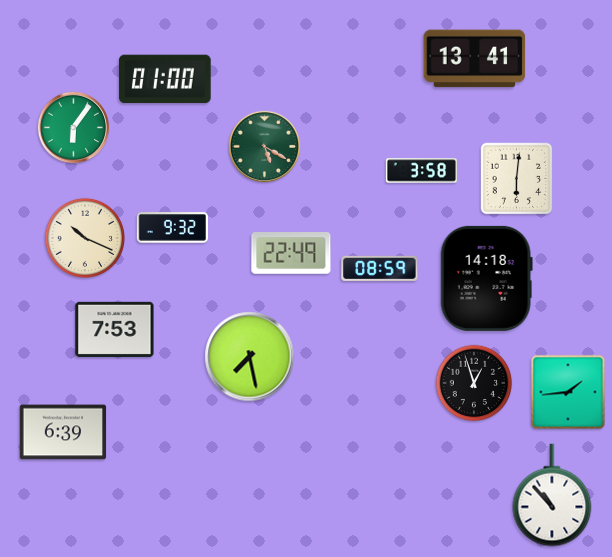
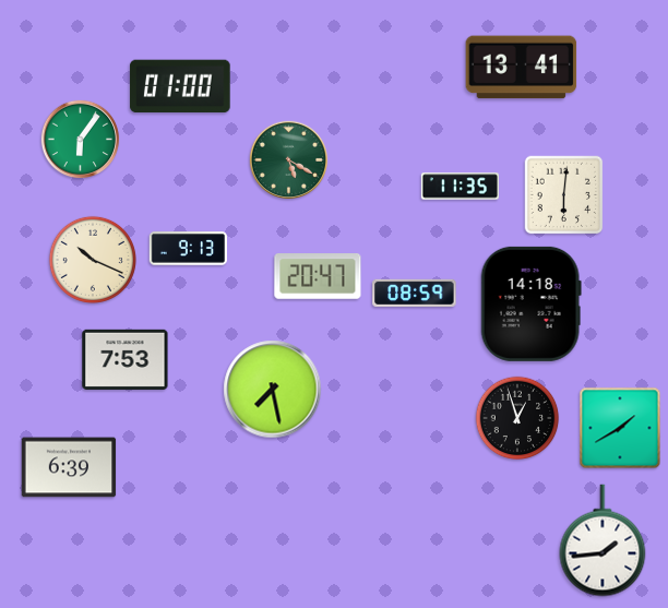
clock at (475, 59) position: (475, 59) -> (522, 68)
clock at (421, 171): 3:58 -> 11:35
clock at (172, 228): 9:32 -> 9:13
clock at (291, 253): 22:49 -> 20:47
clock at (568, 392): 1:44 -> 1:40
clock at (63, 432) position: (63, 432) -> (69, 467)
clock at (552, 495): 10:53 -> 1:44
